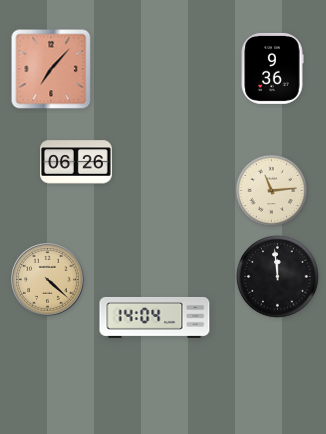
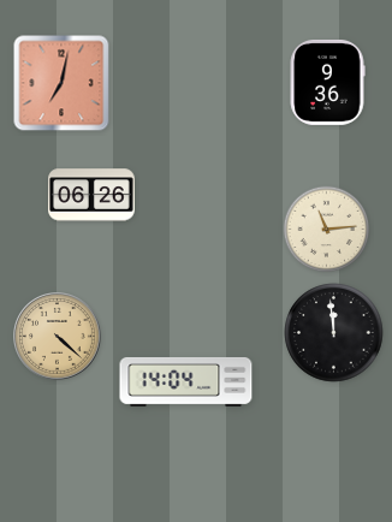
clock at (51, 69): 7:07 -> 7:02
